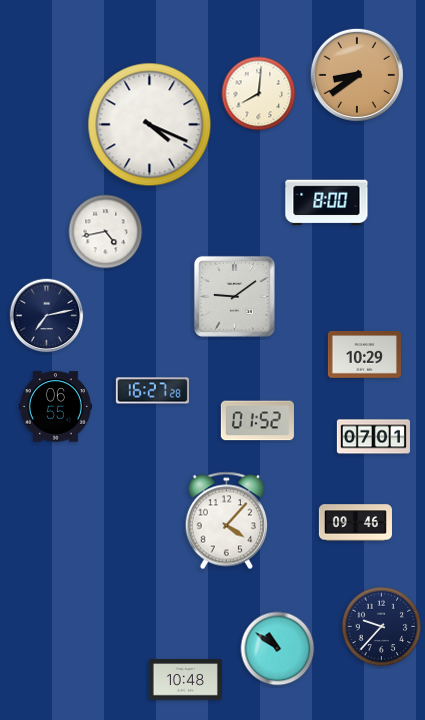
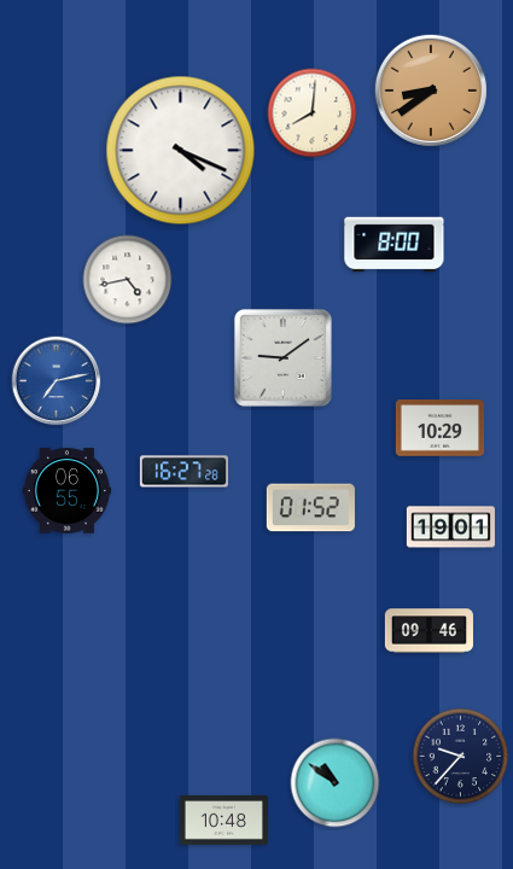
clock at (47, 316) dial: navy -> blue
clock at (373, 437): 07:01 -> 19:01
clock at (226, 521): 4:07 -> none
